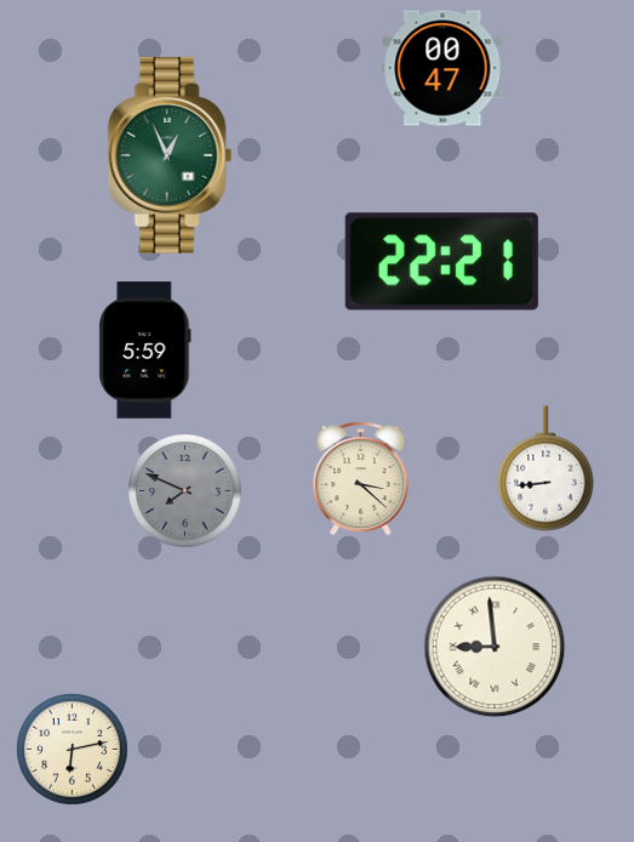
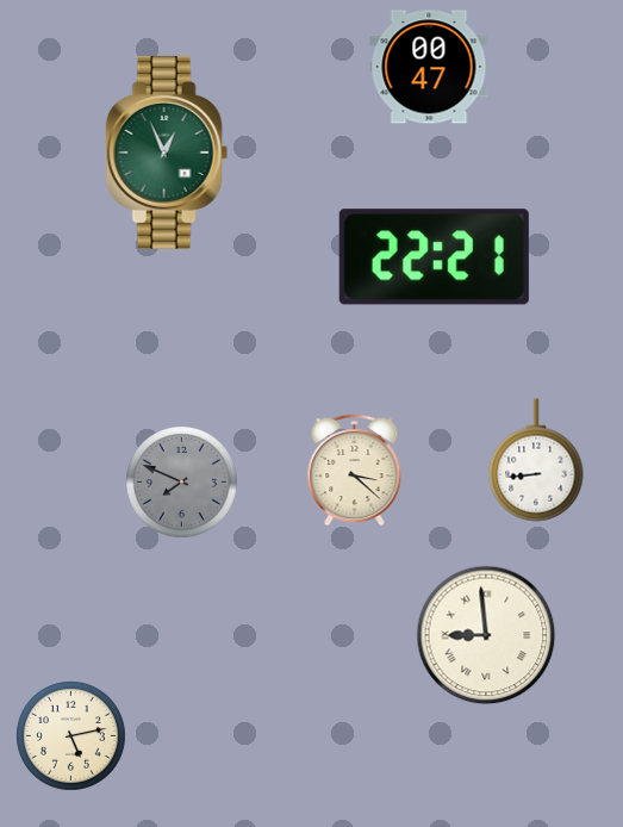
clock at (442, 68) position: (442, 68) -> (429, 67)
clock at (145, 351): 5:59 -> none
clock at (72, 749): 6:13 -> 5:13
